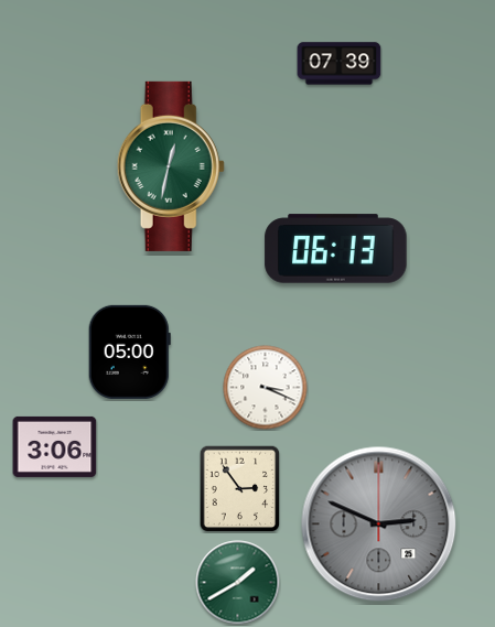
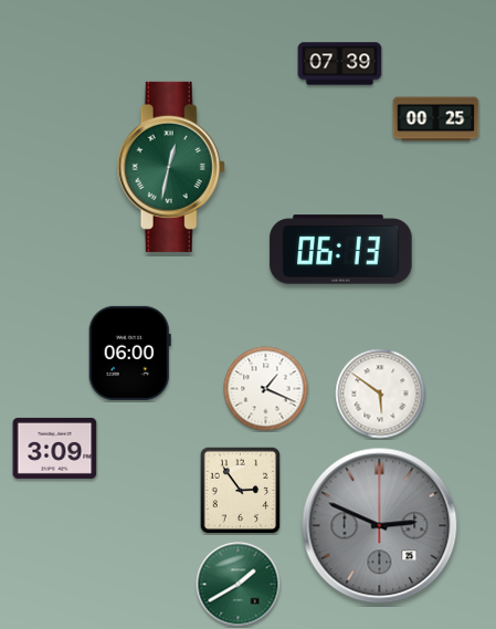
clock at (436, 119): none -> 00:25
clock at (336, 249) position: (336, 249) -> (341, 250)
clock at (129, 352): 05:00 -> 06:00
clock at (266, 388): 3:19 -> 1:19
clock at (380, 394): none -> 5:51
clock at (55, 446): 3:06 -> 3:09
